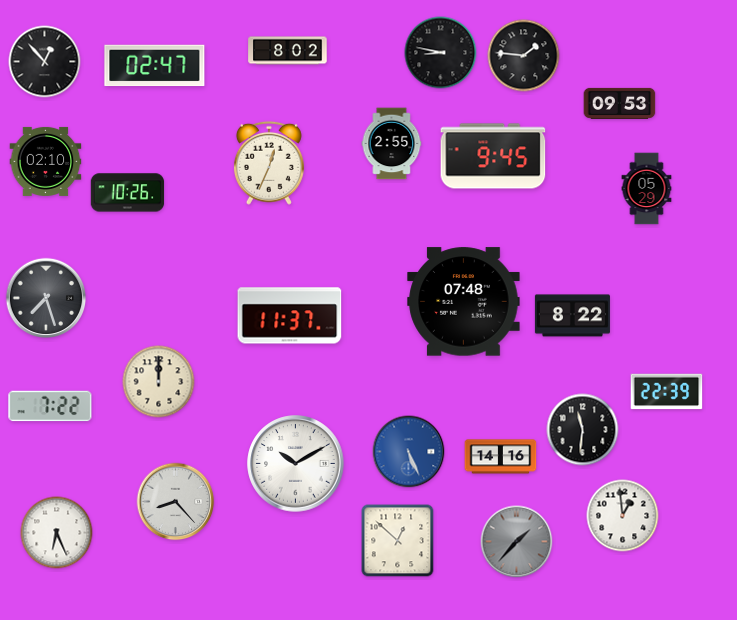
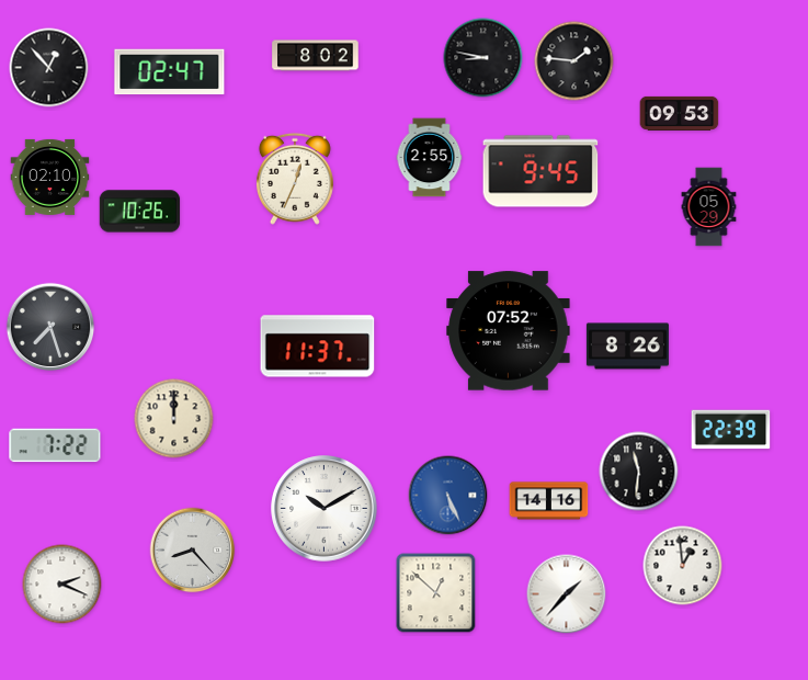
clock at (464, 302): 07:48 -> 07:52
clock at (572, 316): 8:22 -> 8:26
clock at (57, 533): 6:26 -> 2:19
clock at (517, 542) dial: grey -> white
